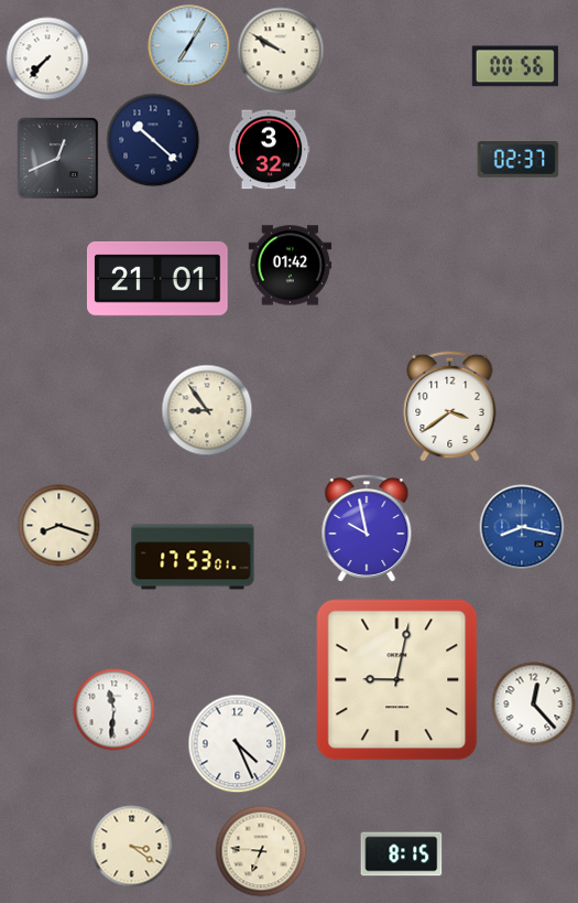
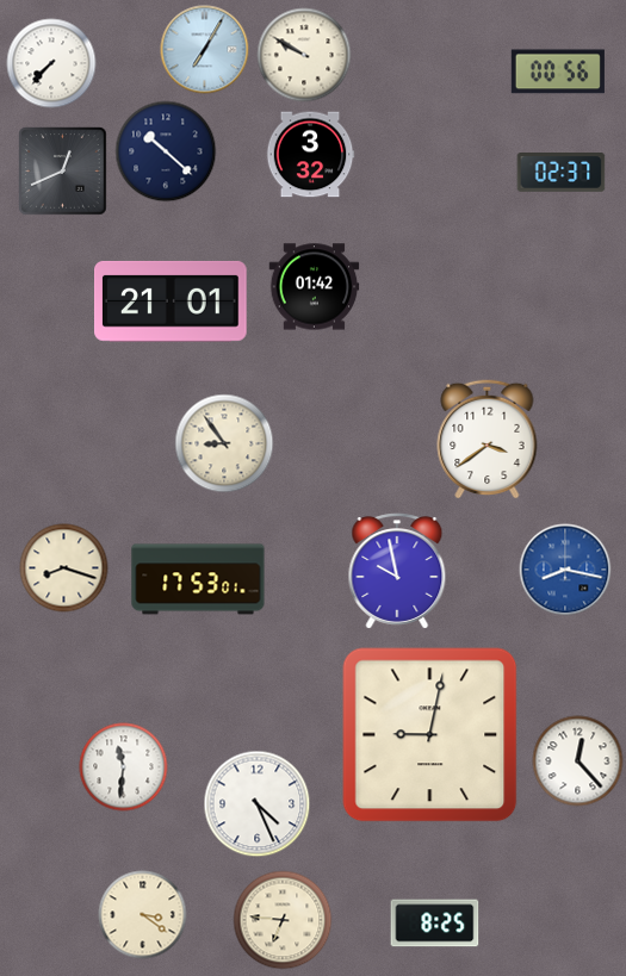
clock at (269, 150) position: (269, 150) -> (310, 155)
clock at (193, 557) position: (193, 557) -> (198, 579)
clock at (402, 854): 8:15 -> 8:25
